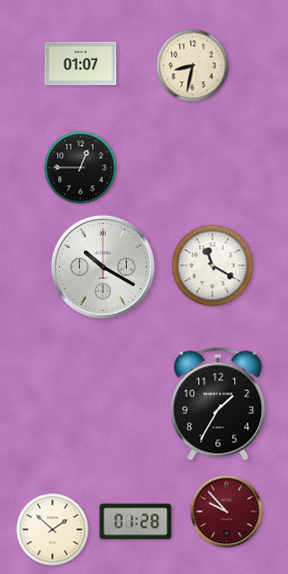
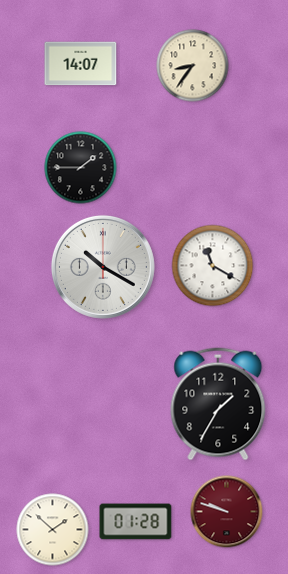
clock at (81, 64): 01:07 -> 14:07
clock at (193, 66): 8:32 -> 8:36
clock at (81, 168): 12:45 -> 1:45
clock at (227, 512): 9:53 -> 9:48
